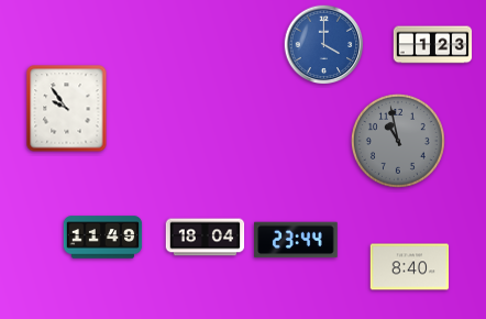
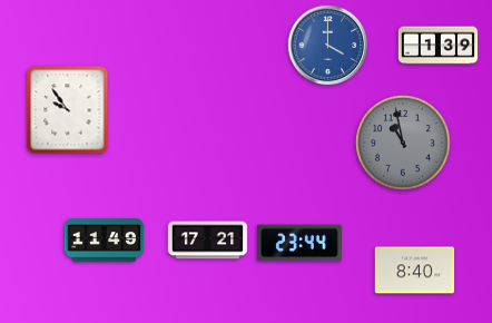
clock at (433, 45): 1:23 -> 1:39
clock at (206, 238): 18:04 -> 17:21
